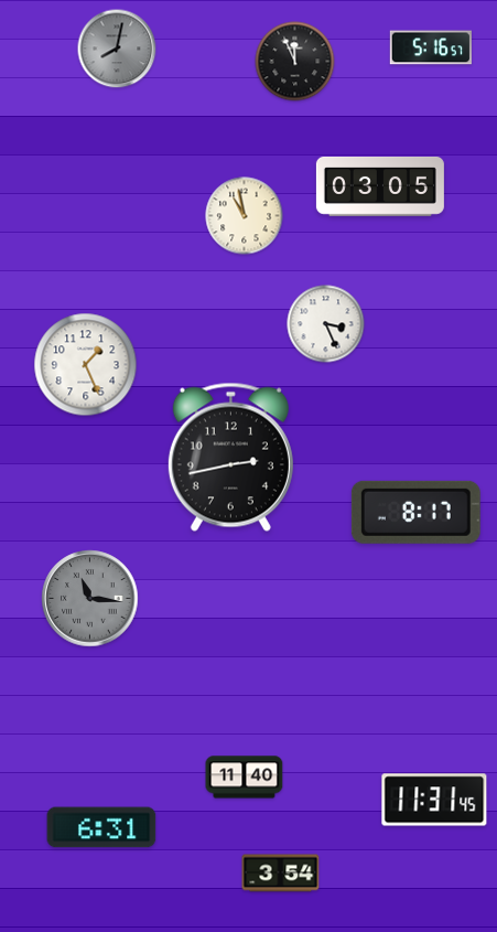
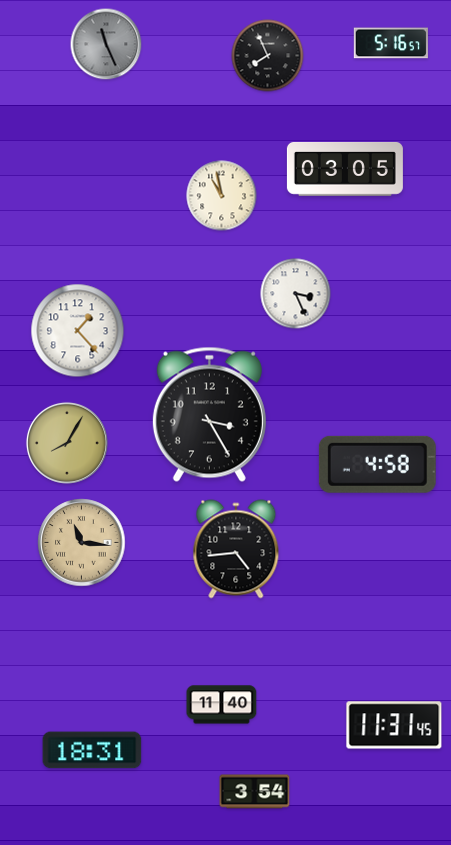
clock at (117, 49): 8:02 -> 11:26
clock at (295, 62): 11:56 -> 7:56
clock at (86, 365): 1:26 -> 1:23
clock at (230, 457): 2:43 -> 3:25
clock at (67, 443): none -> 8:05
clock at (415, 512): 8:17 -> 4:58
clock at (90, 599) dial: grey -> champagne
clock at (236, 549): none -> 4:44
clock at (101, 827): 6:31 -> 18:31
